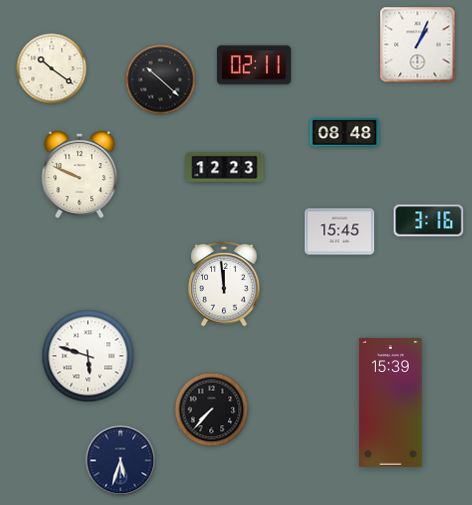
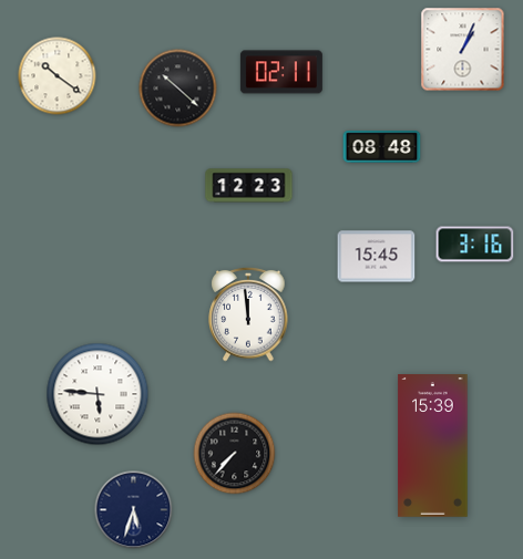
clock at (80, 174): 9:49 -> none
clock at (88, 356): 5:48 -> 5:46
